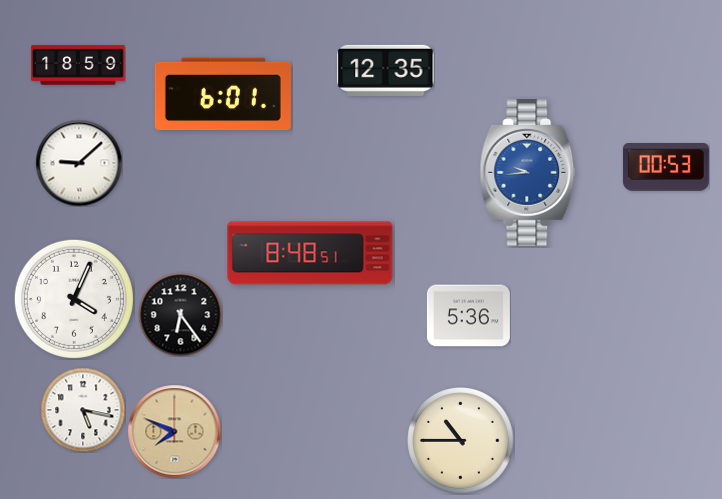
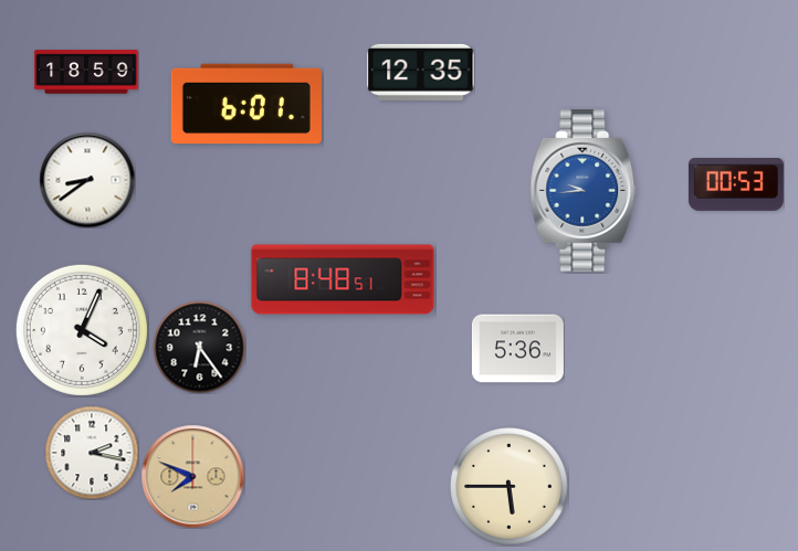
clock at (386, 70) position: (386, 70) -> (421, 72)
clock at (79, 163): 9:08 -> 8:39
clock at (83, 410): 5:17 -> 2:17
clock at (461, 441): 10:45 -> 5:45
